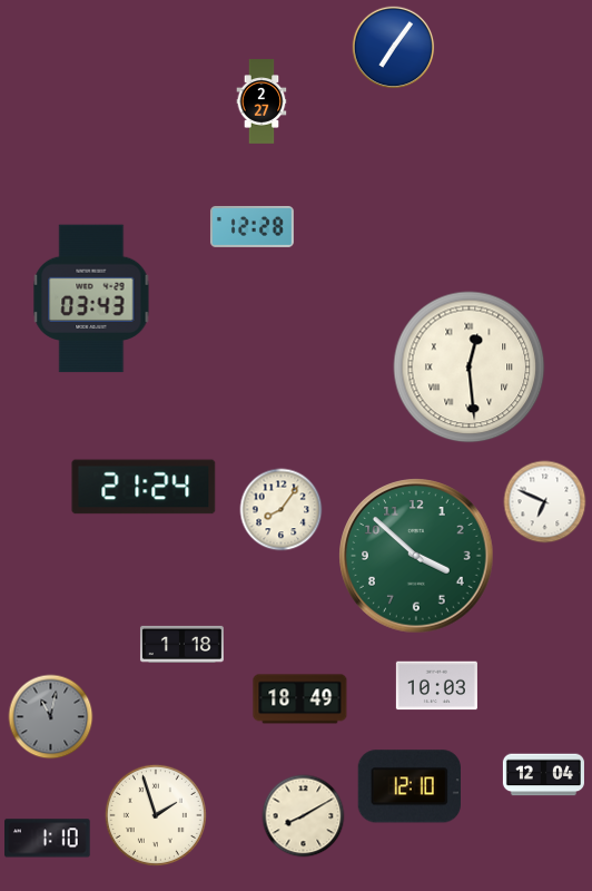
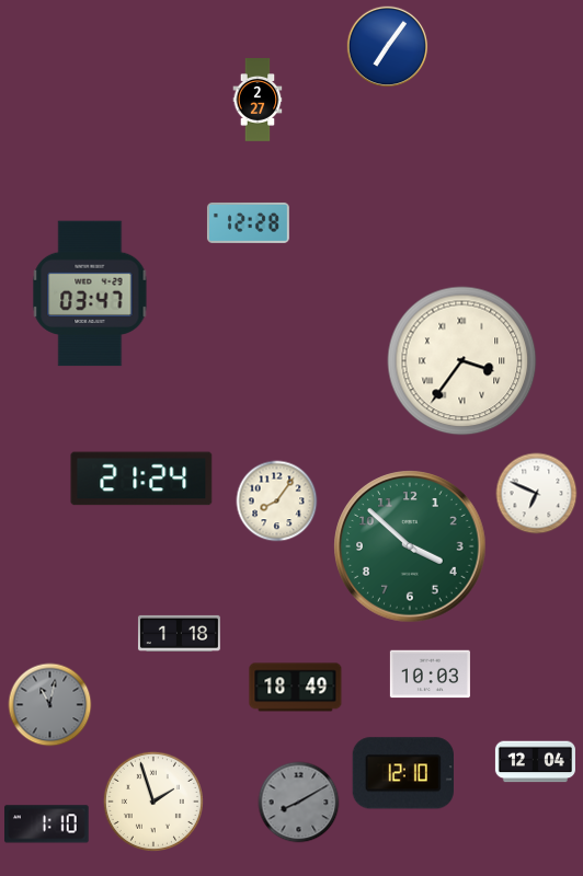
clock at (91, 298): 03:43 -> 03:47
clock at (470, 368): 12:29 -> 3:36
clock at (304, 816) dial: cream -> grey
